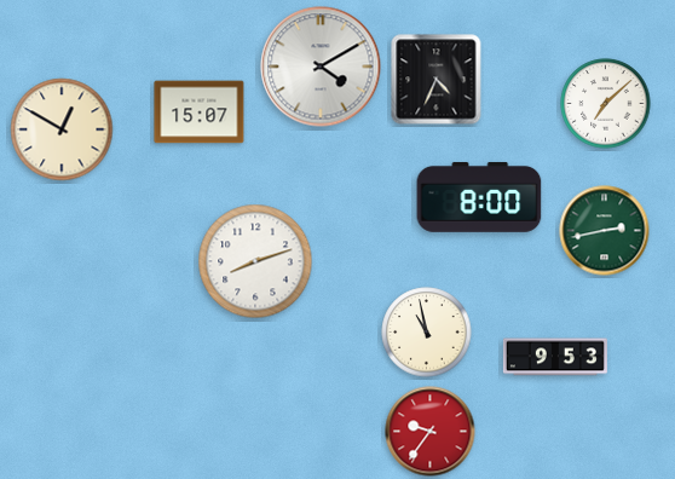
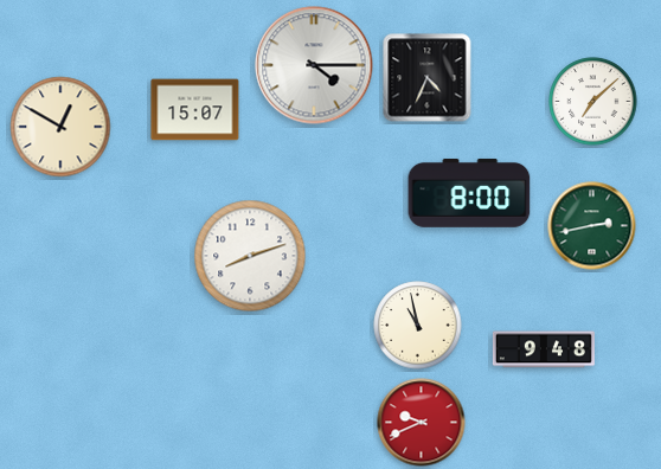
clock at (321, 67): 4:10 -> 4:15
clock at (555, 357): 9:53 -> 9:48
clock at (431, 432): 9:36 -> 9:41
